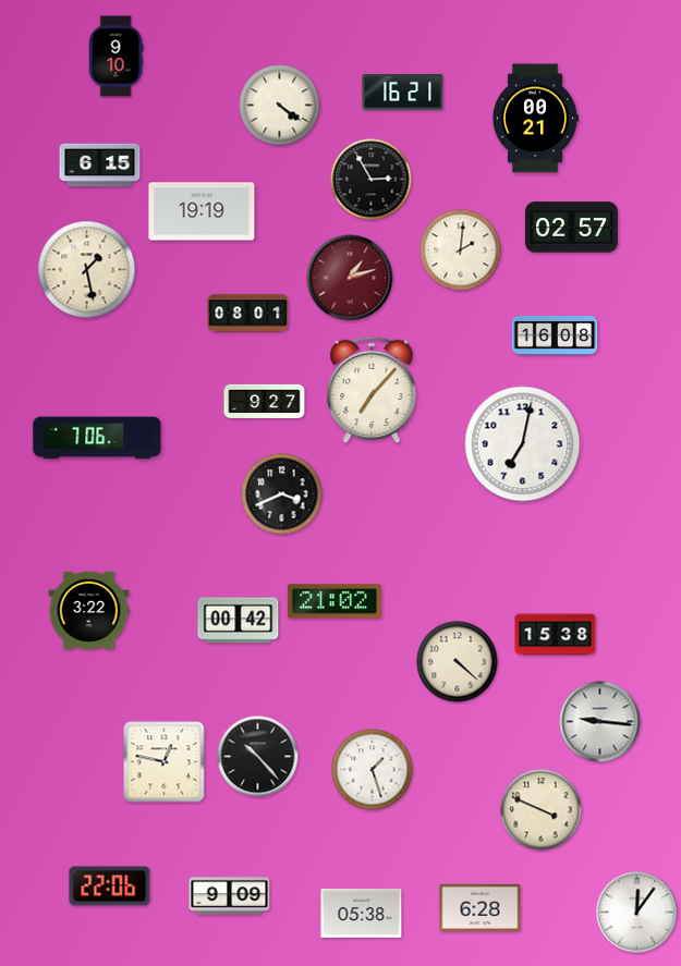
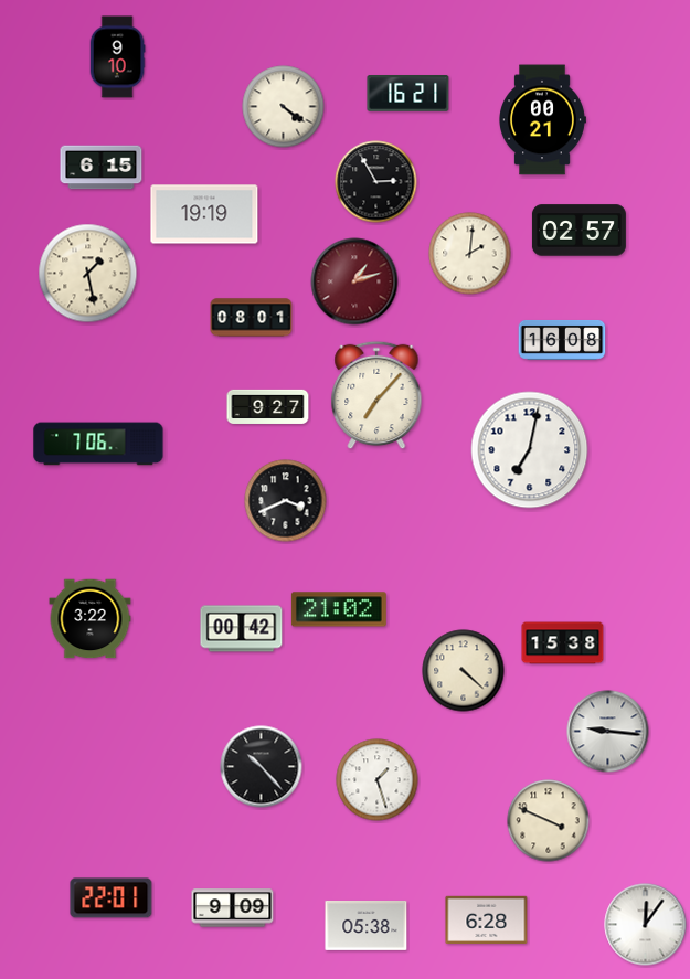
clock at (461, 250) position: (461, 250) -> (470, 254)
clock at (165, 762): 12:47 -> none
clock at (110, 886): 22:06 -> 22:01
